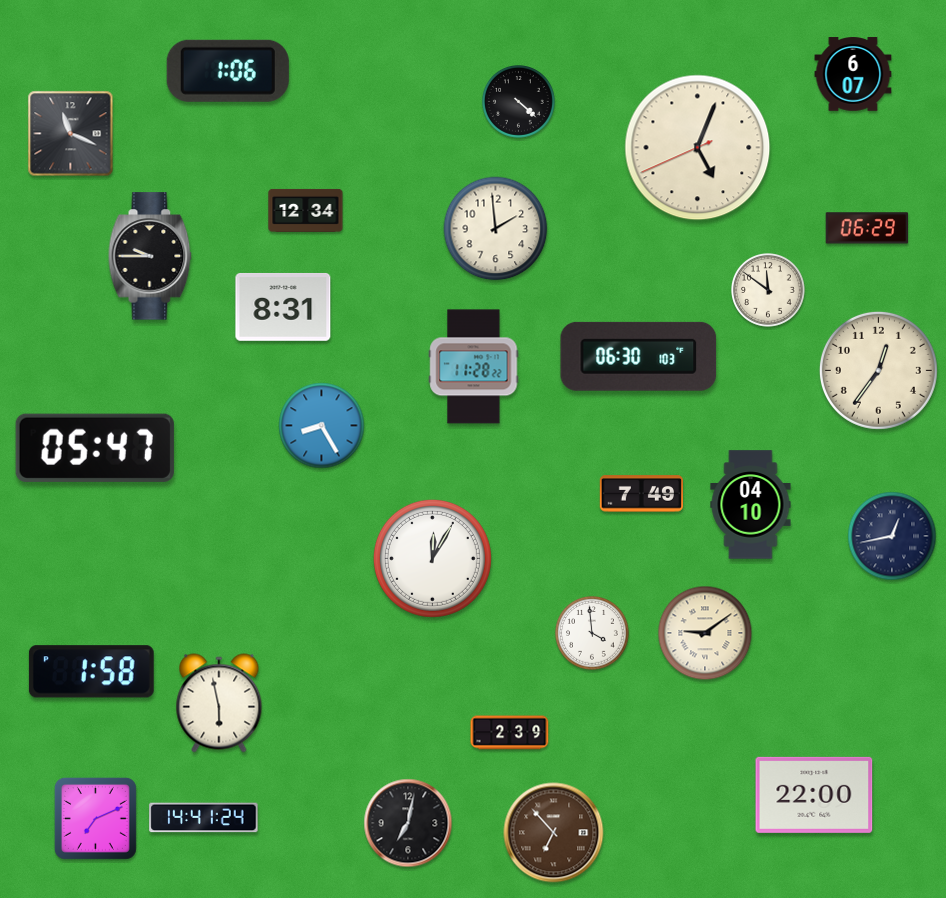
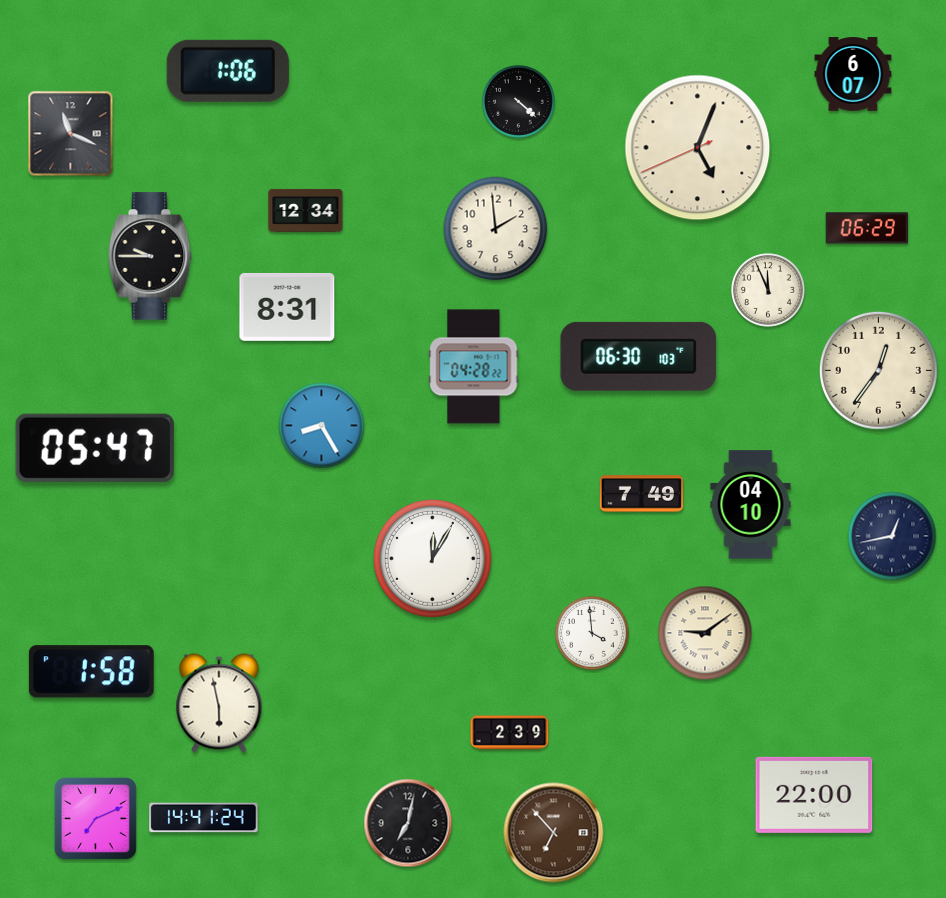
clock at (769, 291): 11:51 -> 11:56
clock at (283, 307) position: (283, 307) -> (287, 307)
clock at (474, 367): 11:28 -> 04:28
